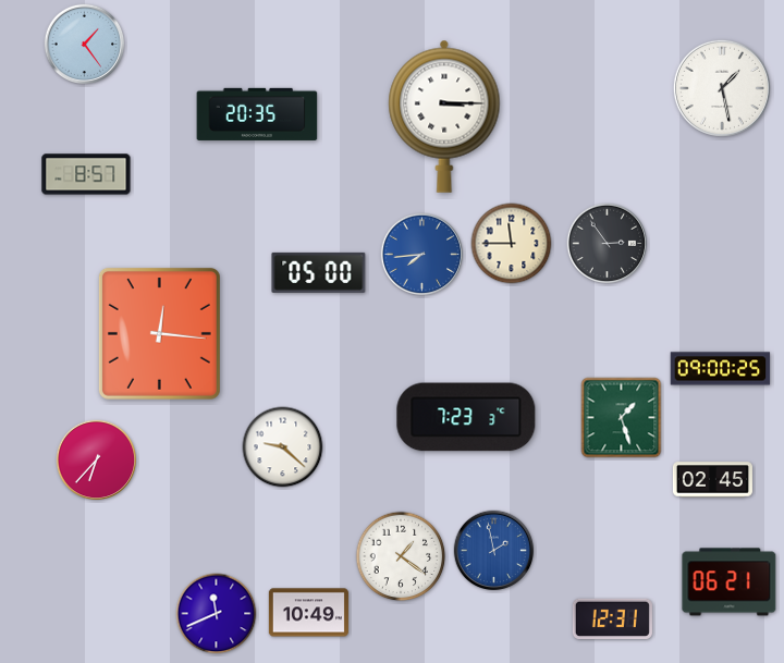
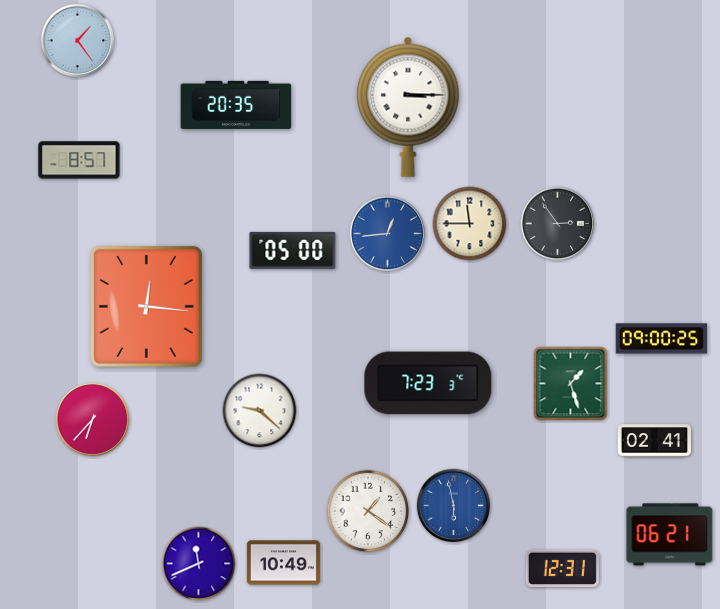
clock at (722, 88): 1:28 -> none
clock at (422, 255): 7:44 -> 12:44
clock at (97, 461) position: (97, 461) -> (93, 420)
clock at (712, 480): 02:45 -> 02:41
clock at (494, 551): 1:58 -> 5:58
